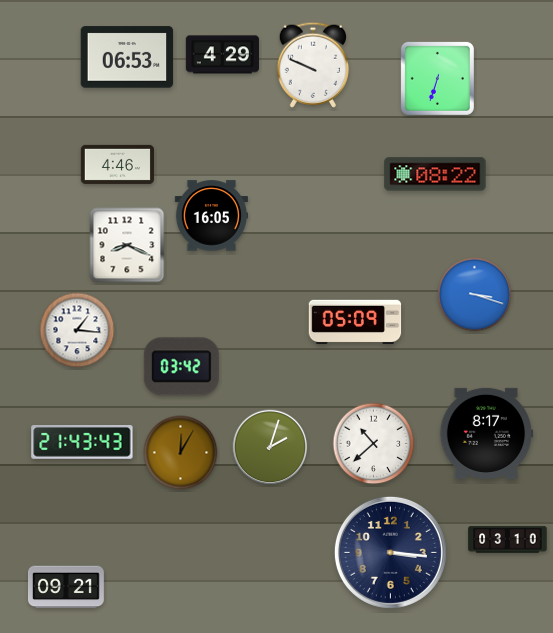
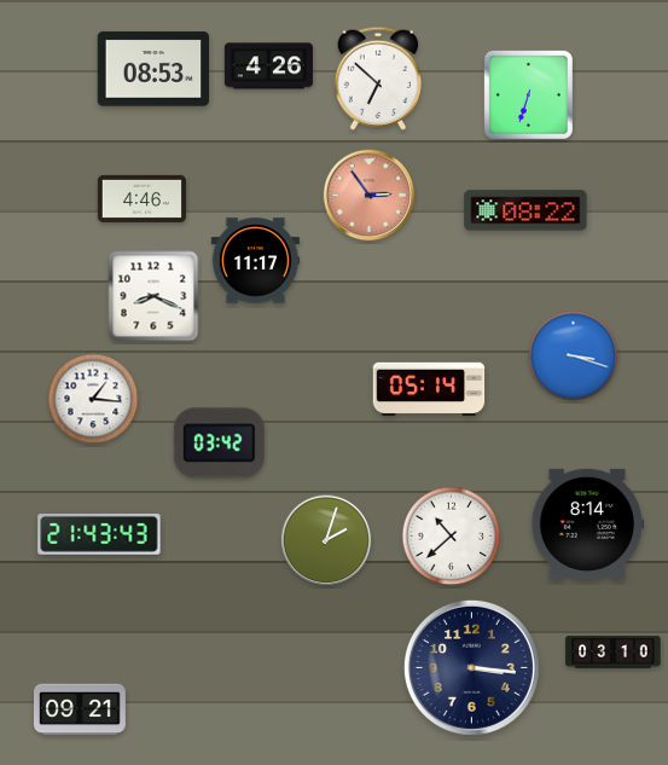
clock at (222, 55): 4:29 -> 4:26
clock at (127, 57): 06:53 -> 08:53
clock at (313, 65): 9:49 -> 6:52
clock at (370, 196): none -> 2:54
clock at (211, 216): 16:05 -> 11:17
clock at (355, 322): 05:09 -> 05:14
clock at (487, 433): 8:17 -> 8:14
clock at (181, 453): 12:05 -> none
